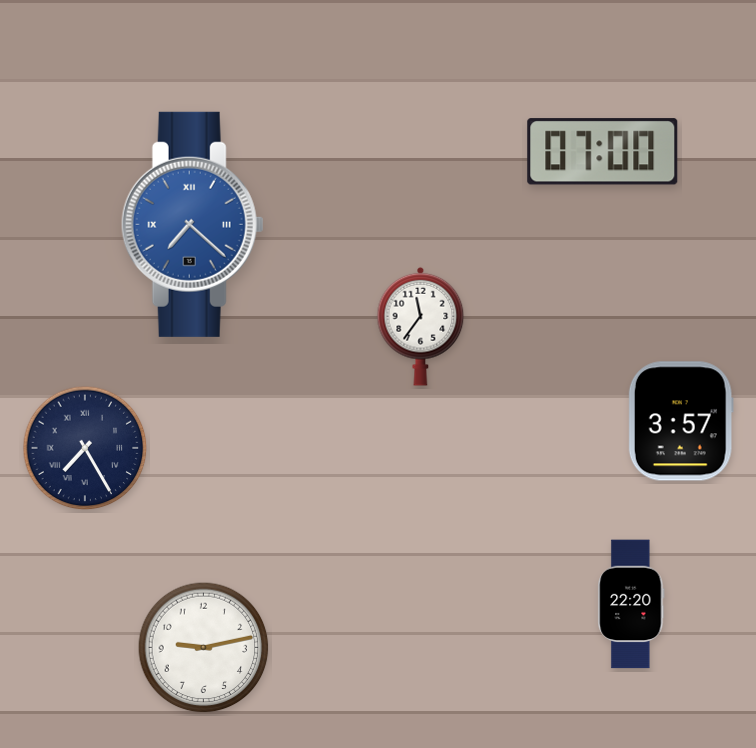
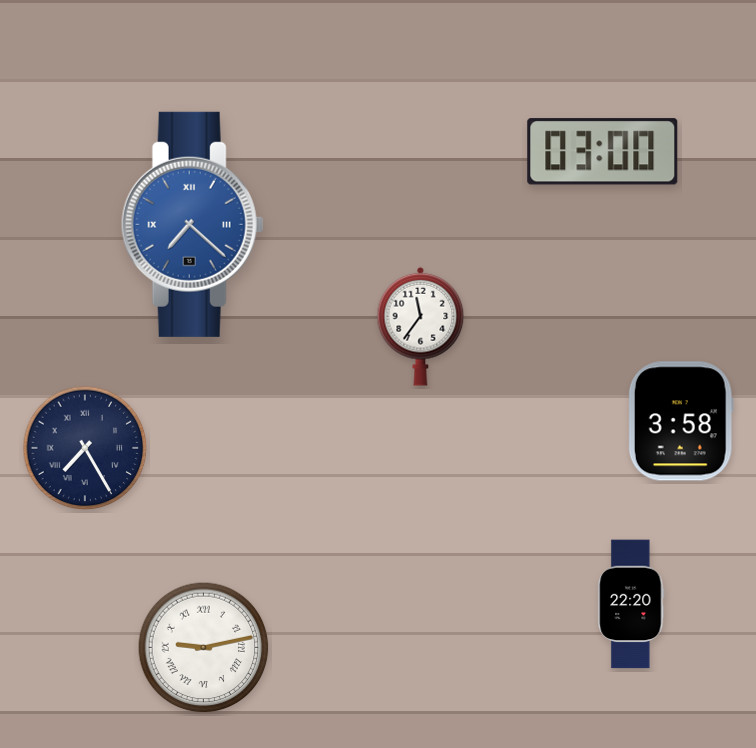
clock at (603, 152): 07:00 -> 03:00
clock at (681, 421): 3:57 -> 3:58
clock at (204, 648) numerals: Arabic -> Roman
